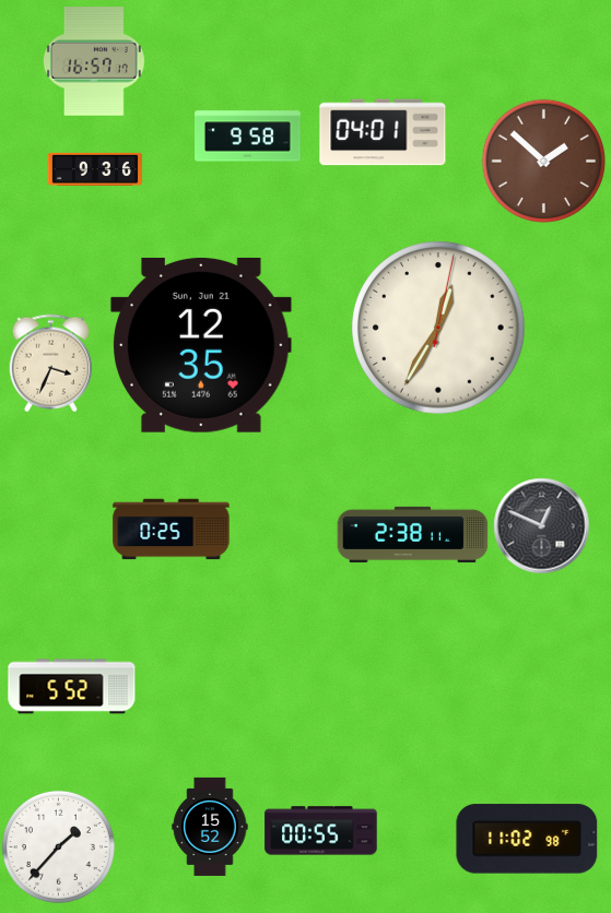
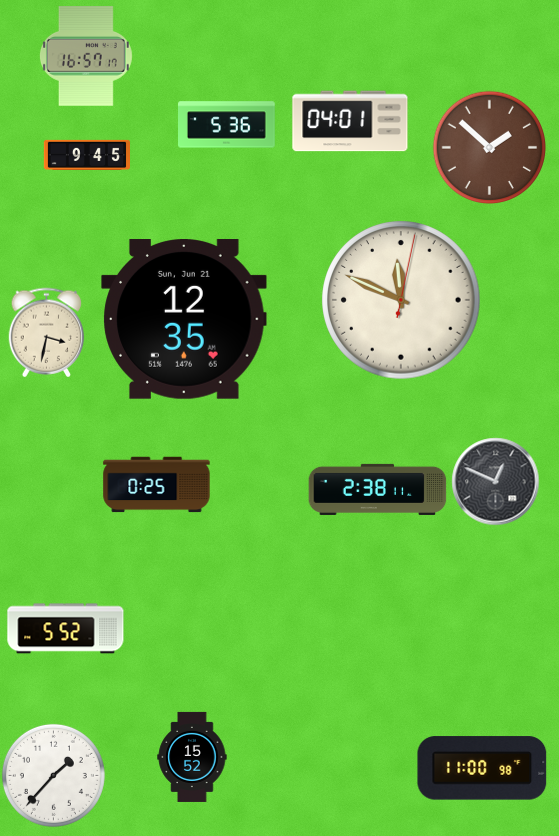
clock at (248, 137): 9:58 -> 5:36
clock at (543, 161) position: (543, 161) -> (489, 147)
clock at (94, 168): 9:36 -> 9:45
clock at (438, 328): 12:35 -> 11:49
clock at (201, 346) position: (201, 346) -> (184, 320)
clock at (51, 363): 3:34 -> 3:32
clock at (321, 831): 00:55 -> none
clock at (527, 839): 11:02 -> 11:00
